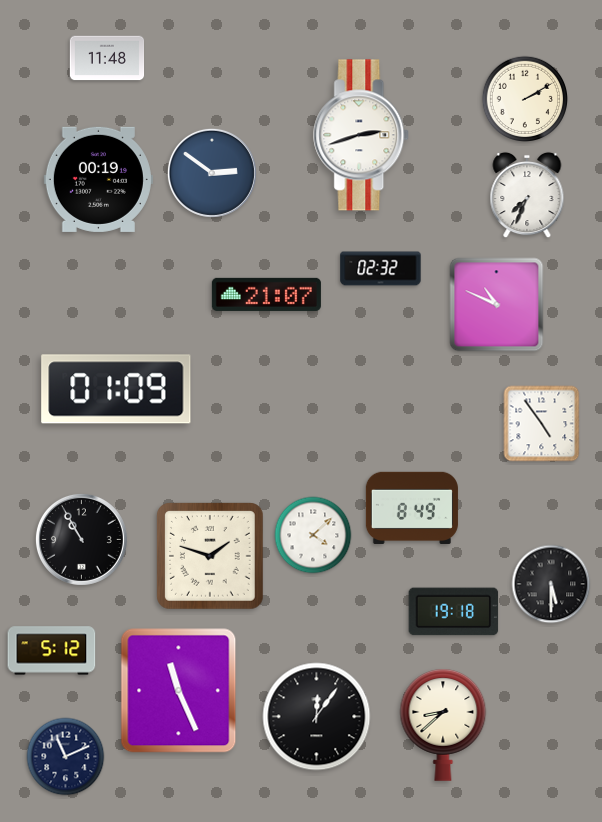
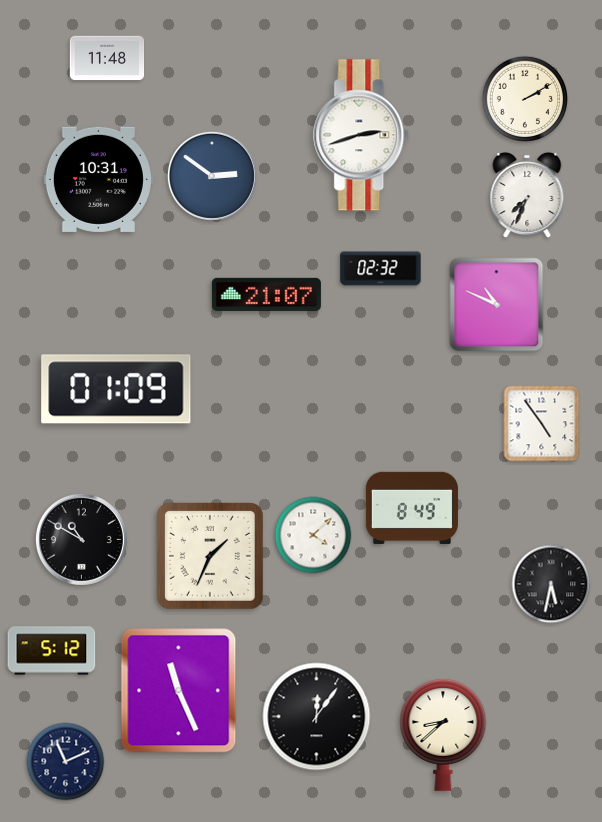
clock at (212, 173) position: (212, 173) -> (212, 176)
clock at (98, 179): 00:19 -> 10:31
clock at (81, 539): 10:55 -> 10:50
clock at (211, 557): 1:48 -> 1:34
clock at (551, 584): 5:30 -> 5:32
clock at (454, 612): 19:18 -> none
clock at (443, 725) position: (443, 725) -> (443, 735)
clock at (66, 757) position: (66, 757) -> (66, 762)
